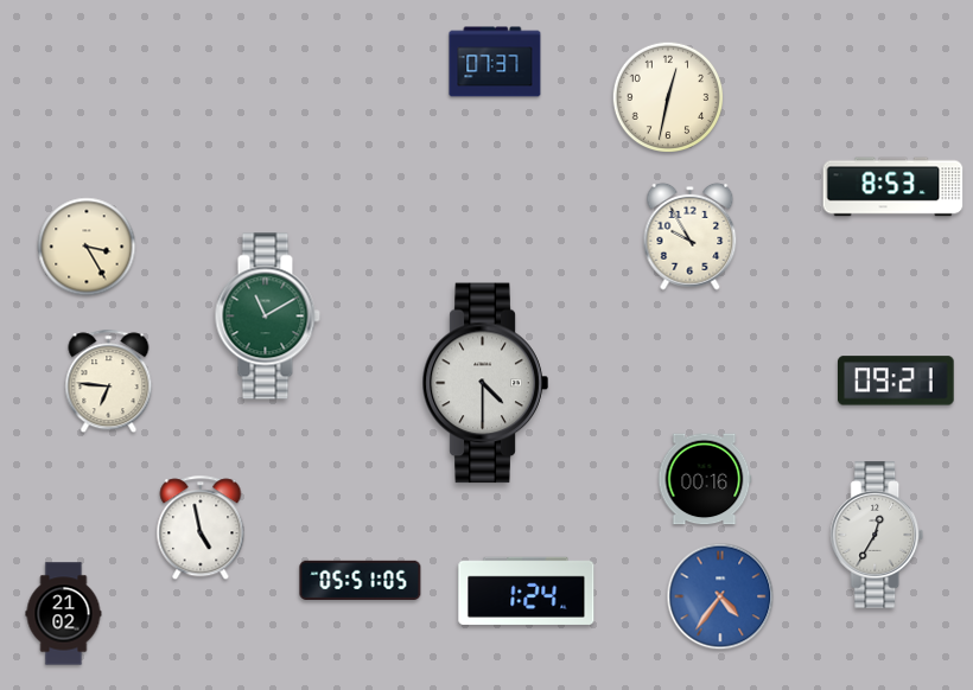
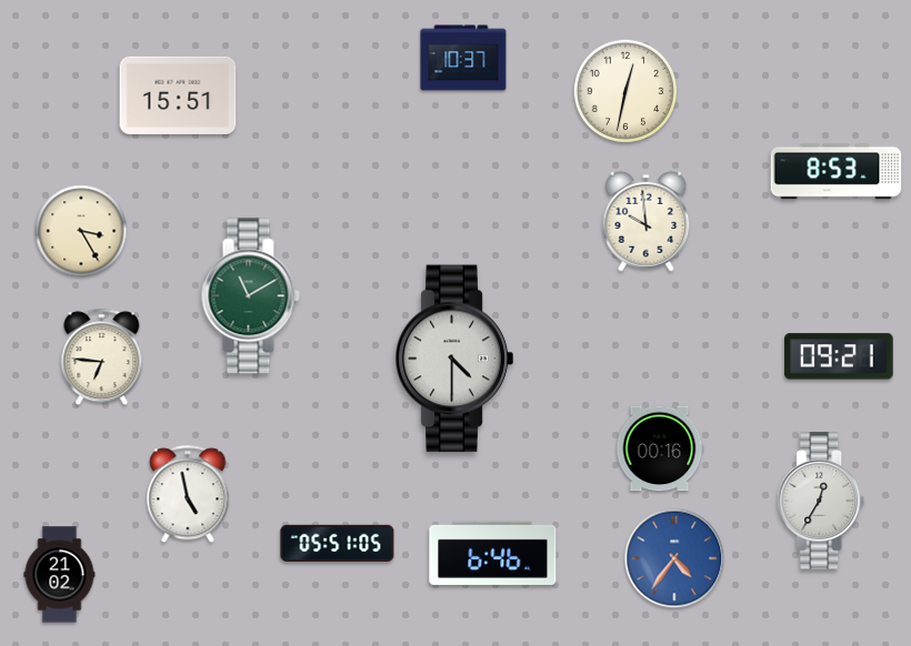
clock at (495, 62): 07:37 -> 10:37
clock at (178, 95): none -> 15:51
clock at (893, 187) position: (893, 187) -> (837, 172)
clock at (691, 236): 9:55 -> 9:59
clock at (527, 590): 1:24 -> 6:46
